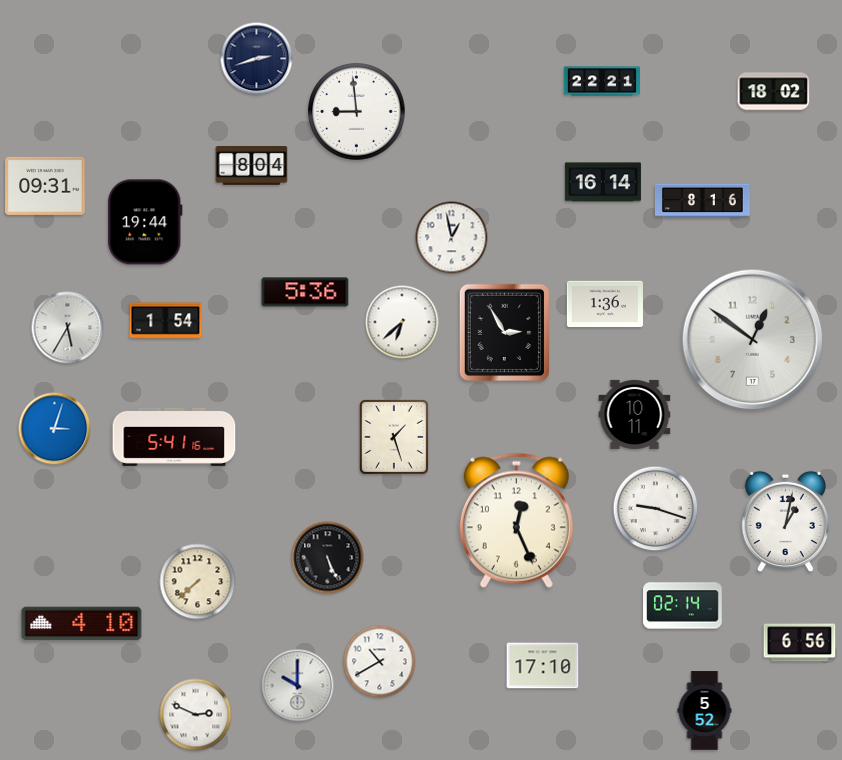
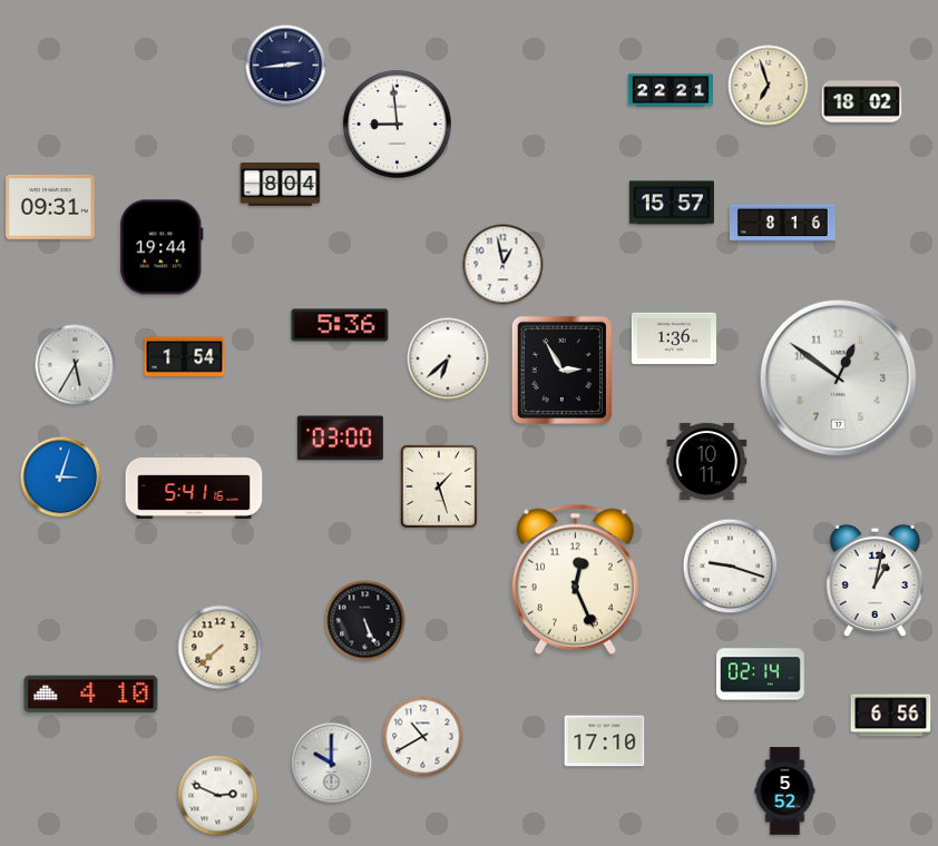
clock at (257, 59): 2:42 -> 2:44
clock at (769, 86): none -> 6:57
clock at (603, 182): 16:14 -> 15:57
clock at (340, 439): none -> 03:00
